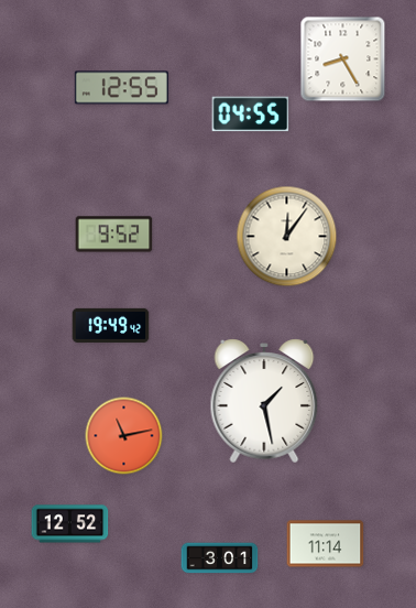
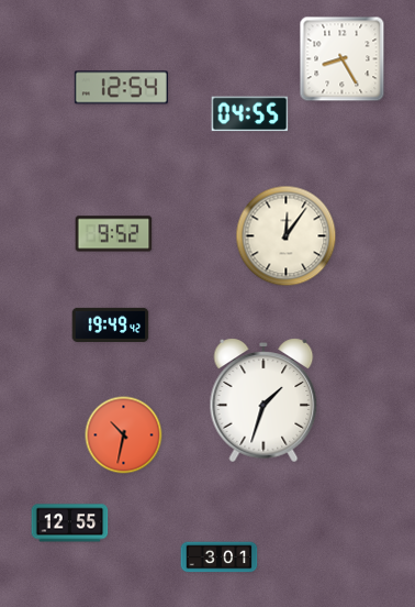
clock at (121, 88): 12:55 -> 12:54
clock at (264, 401): 1:28 -> 1:33
clock at (124, 436): 11:13 -> 10:32
clock at (70, 524): 12:52 -> 12:55
clock at (326, 544): 11:14 -> none
